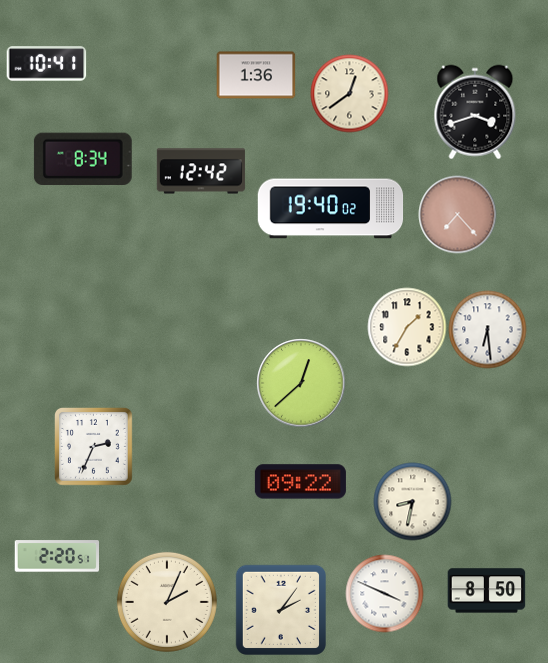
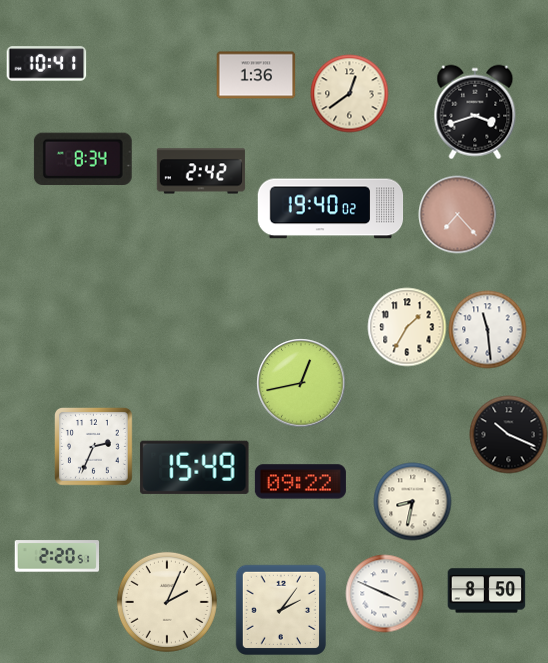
clock at (201, 171): 12:42 -> 2:42
clock at (487, 329): 6:29 -> 11:29
clock at (301, 383): 12:38 -> 12:43
clock at (508, 434): none -> 10:19
clock at (195, 467): none -> 15:49
